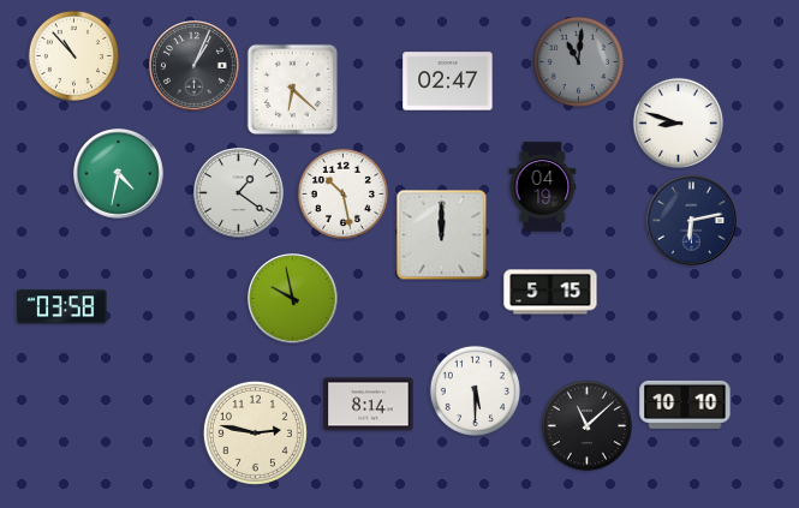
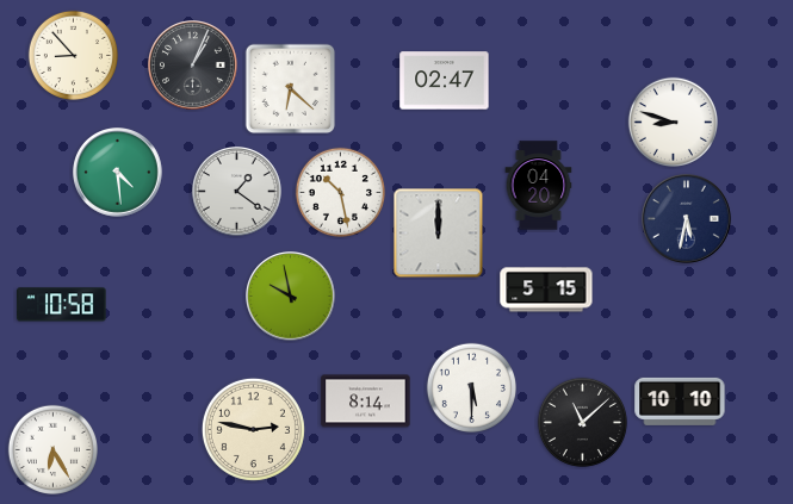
clock at (73, 55): 10:53 -> 8:53
clock at (578, 61): 11:01 -> none
clock at (119, 174): 4:32 -> 4:29
clock at (543, 187): 04:19 -> 04:20
clock at (692, 221): 6:13 -> 5:32
clock at (62, 307): 03:58 -> 10:58
clock at (52, 449): none -> 6:25
